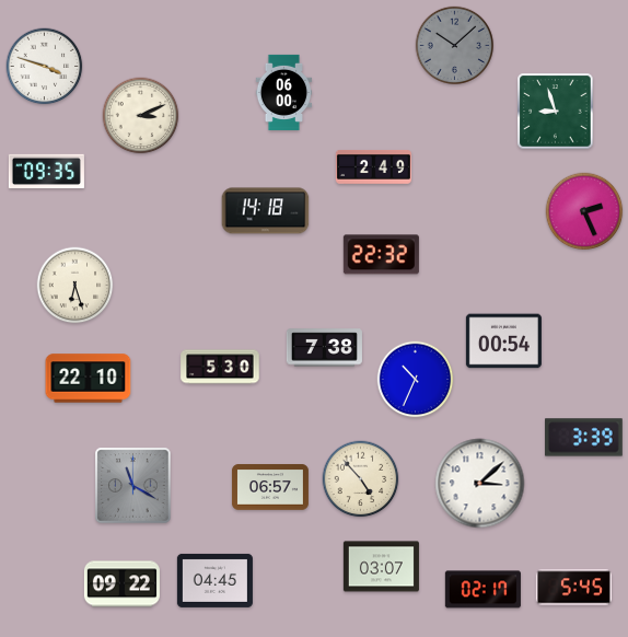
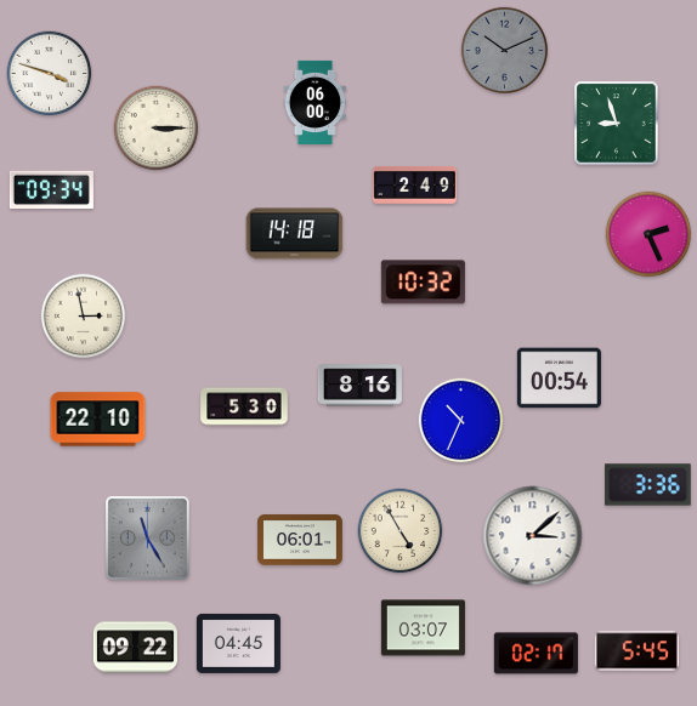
clock at (455, 46): 10:08 -> 10:11
clock at (141, 116): 3:11 -> 3:15
clock at (46, 172): 09:35 -> 09:34
clock at (381, 255): 22:32 -> 10:32
clock at (75, 286): 6:27 -> 2:58
clock at (324, 348): 7:38 -> 8:16
clock at (584, 438): 3:39 -> 3:36
clock at (361, 479): 4:53 -> 4:55
clock at (133, 486): 11:20 -> 11:25
clock at (270, 487): 06:57 -> 06:01
